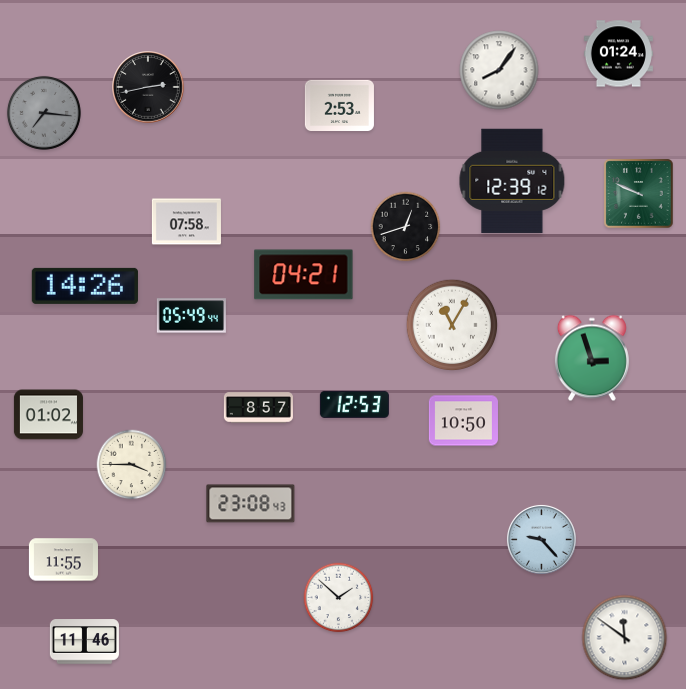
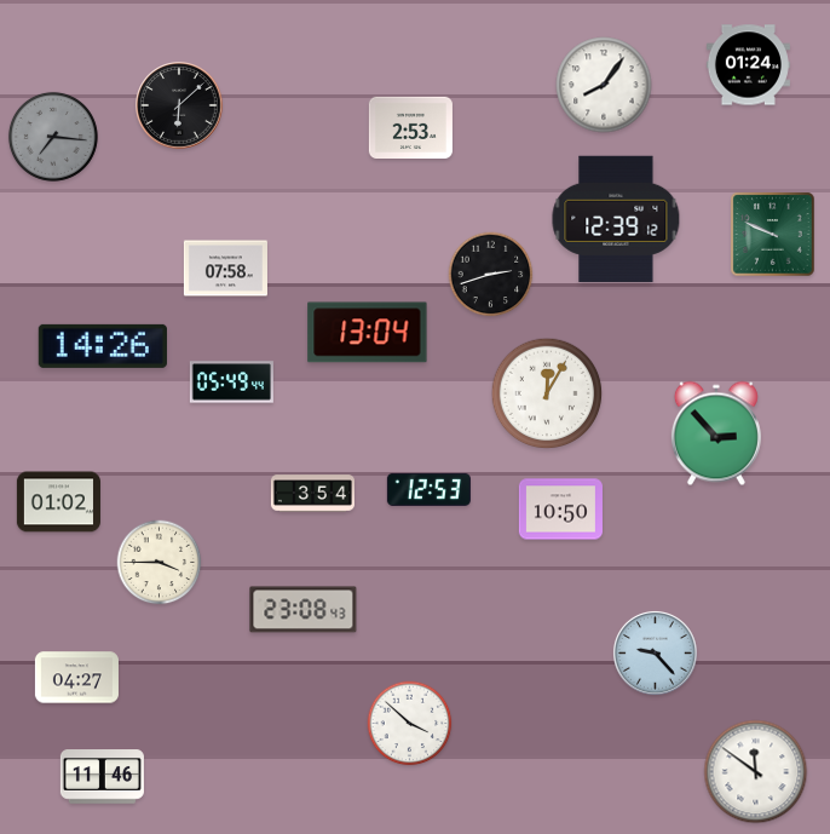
clock at (148, 87): 2:43 -> 6:08
clock at (512, 181) position: (512, 181) -> (616, 219)
clock at (406, 227): 12:42 -> 2:42
clock at (304, 275): 04:21 -> 13:04
clock at (452, 325): 11:05 -> 12:05
clock at (592, 358): 2:57 -> 2:53
clock at (258, 408): 8:57 -> 3:54
clock at (63, 560): 11:55 -> 04:27
clock at (339, 598): 1:52 -> 3:52
